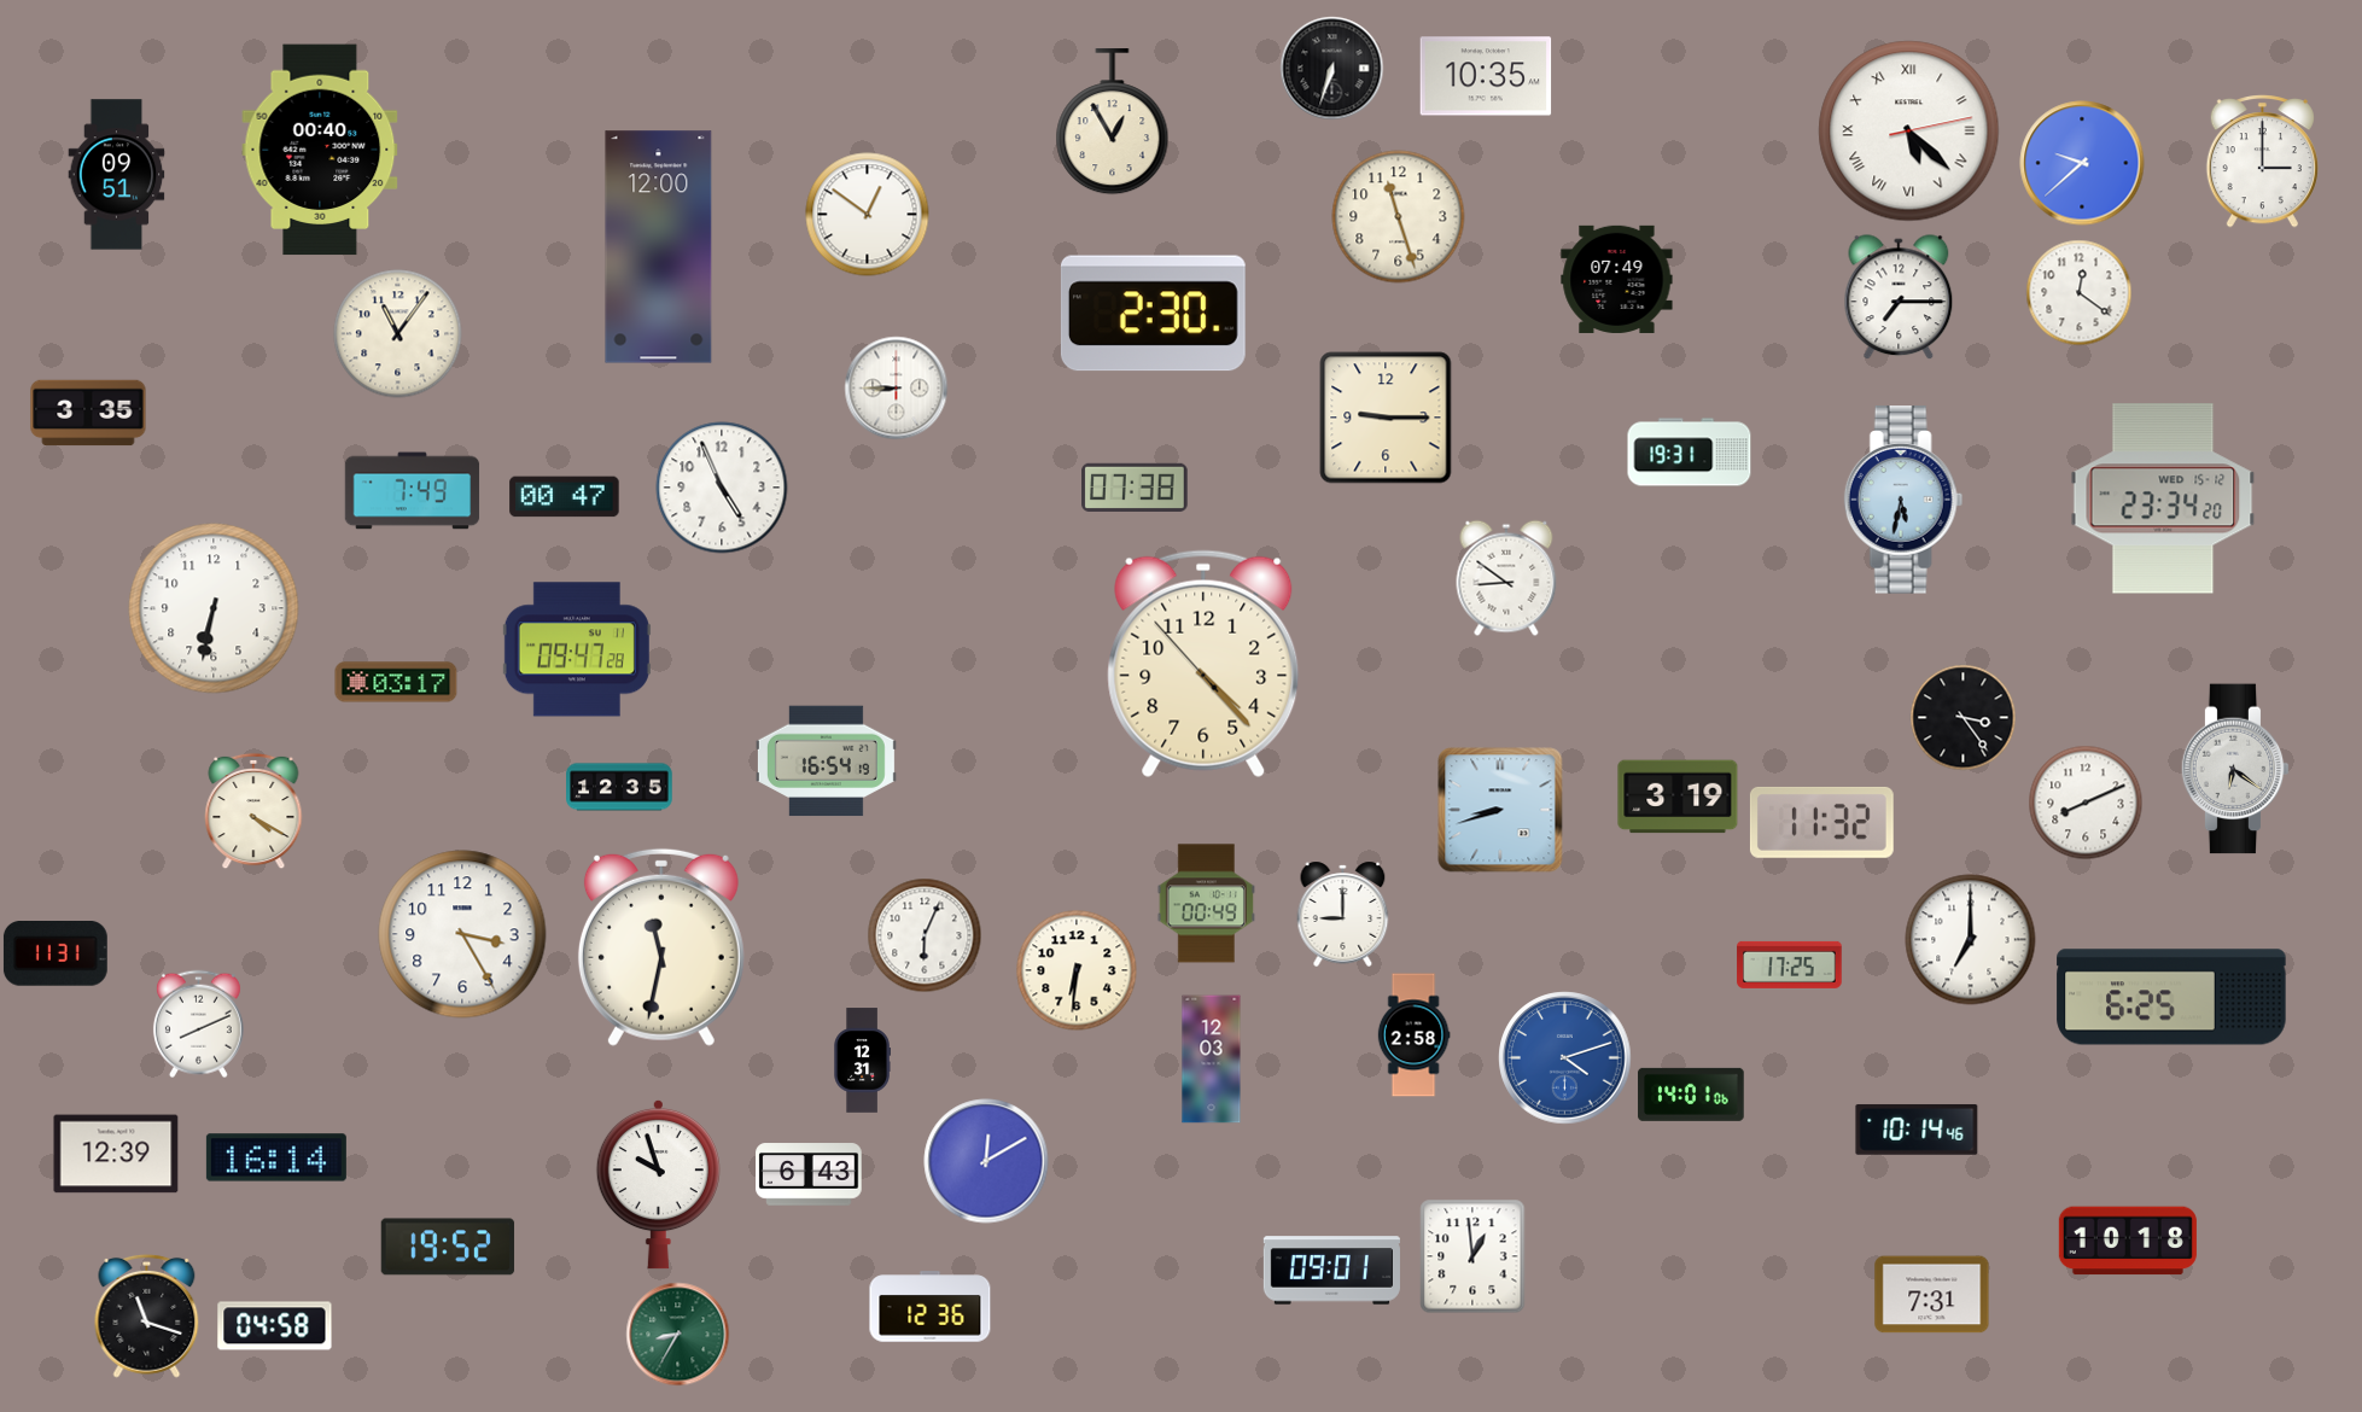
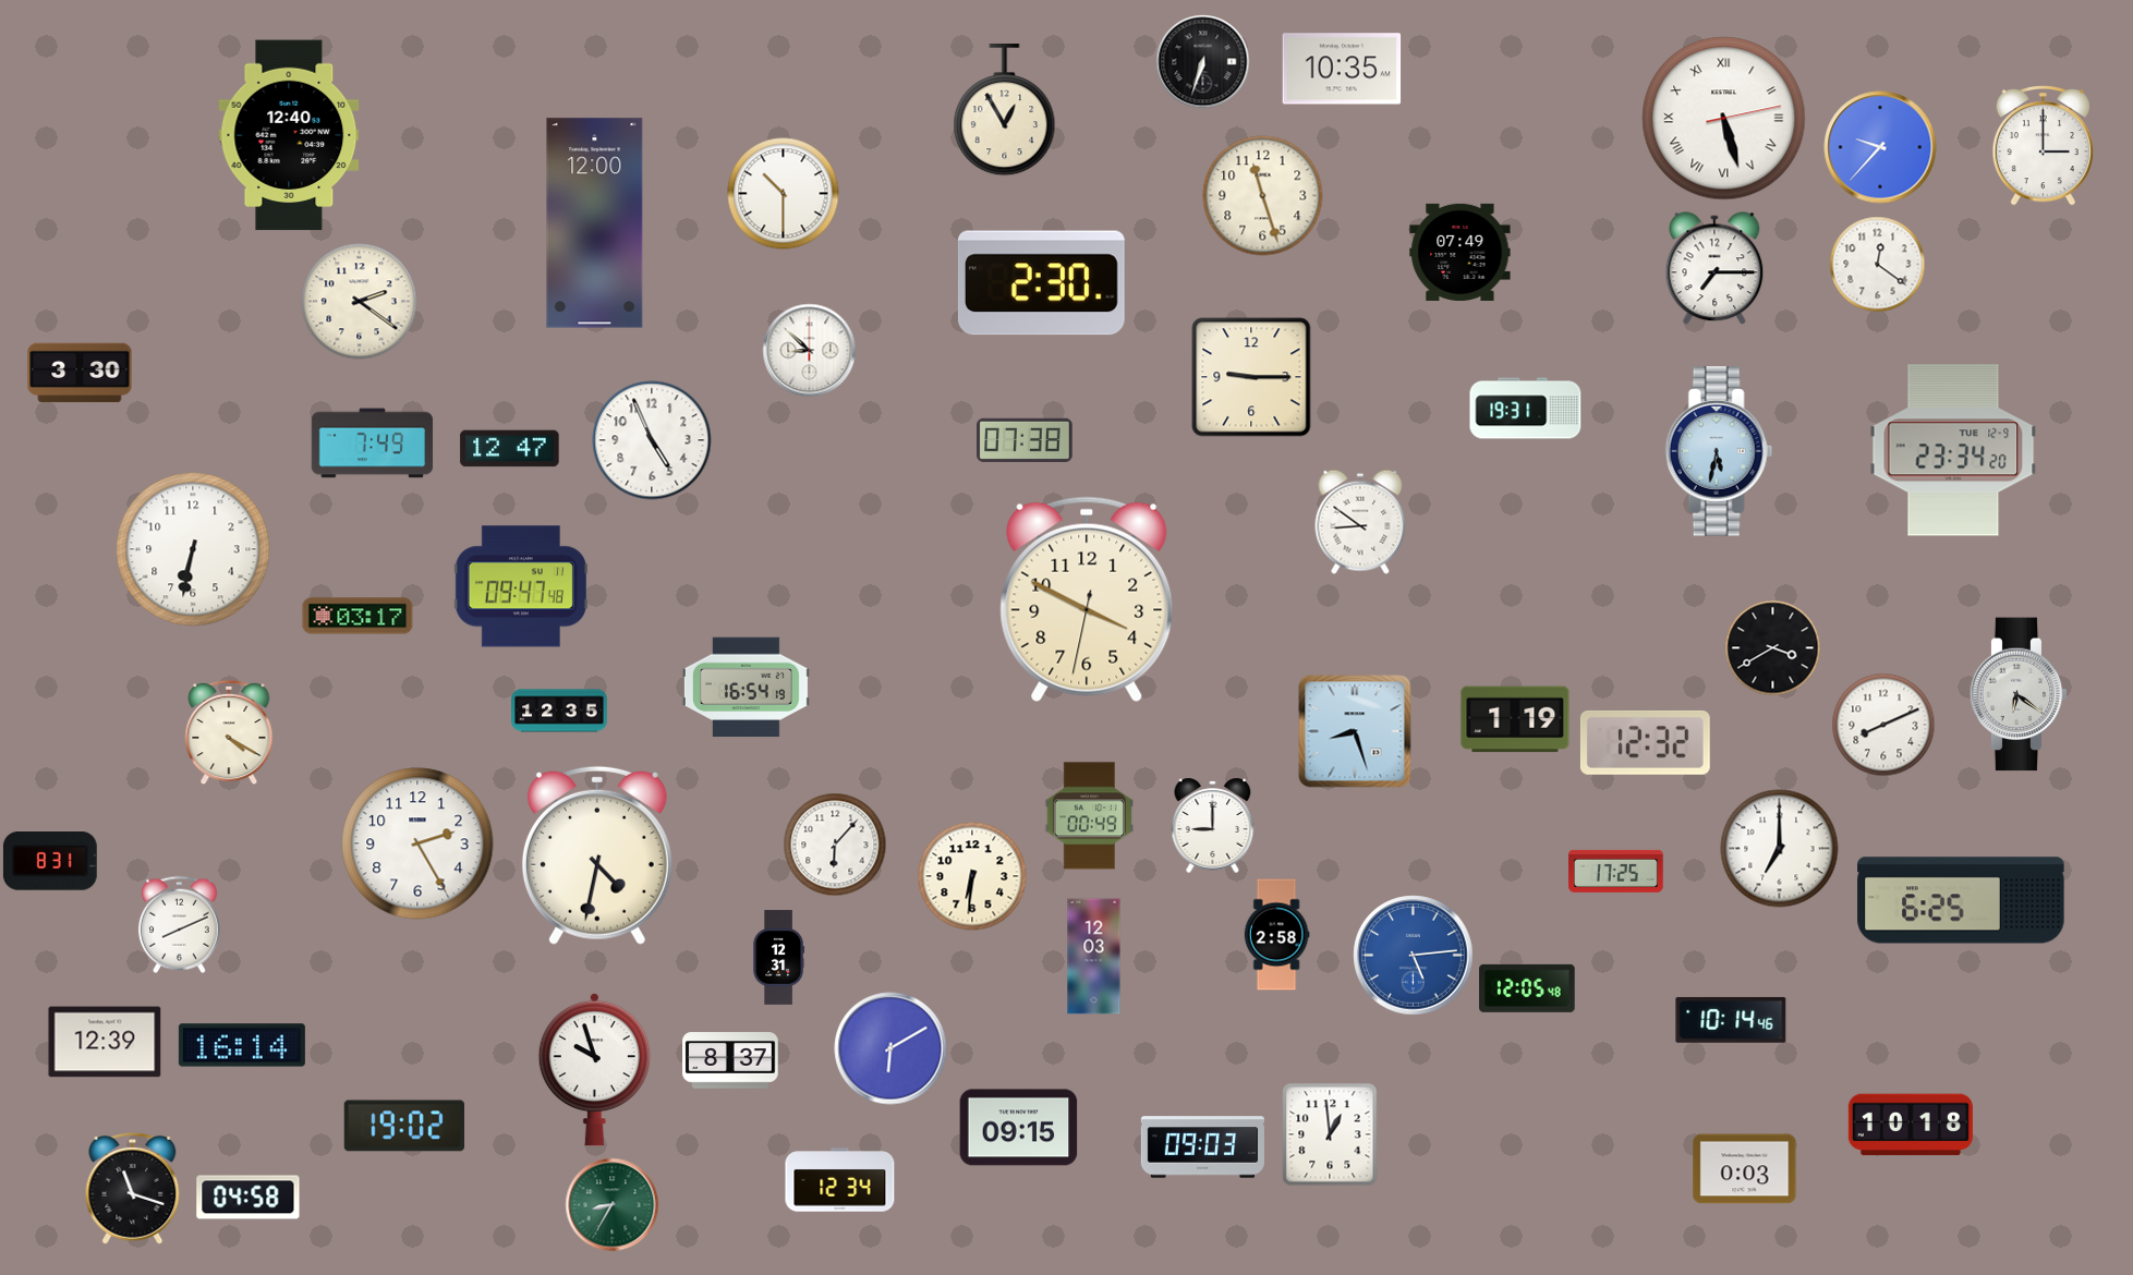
clock at (1909, 132): 5:22 -> 5:27
clock at (320, 150): 00:40 -> 12:40
clock at (2082, 163): 9:38 -> 9:37
clock at (117, 175): 09:51 -> none
clock at (868, 215): 12:51 -> 10:30
clock at (398, 334): 11:06 -> 2:21
clock at (897, 389): 8:45 -> 8:52
clock at (88, 413): 3:35 -> 3:30
clock at (565, 497): 00:47 -> 12:47
clock at (2163, 498) date: WED 15-12 -> TUE 12-9
clock at (577, 649): 09:47:28 -> 09:47:48
clock at (1203, 664): 4:22 -> 3:49
clock at (1964, 718): 3:24 -> 3:40
clock at (1678, 797): 3:19 -> 1:19
clock at (1500, 810): 8:42 -> 8:27
clock at (1821, 822): 11:32 -> 12:32
clock at (462, 934): 3:25 -> 2:25
clock at (925, 935): 6:04 -> 6:07
clock at (661, 947): 11:32 -> 4:32
clock at (56, 955): 11:31 -> 8:31
clock at (1565, 1058): 4:12 -> 5:14
clock at (1691, 1095): 14:01 -> 12:05
clock at (276, 1157) position: (276, 1157) -> (242, 1045)
clock at (986, 1161): 12:10 -> 6:10
clock at (809, 1174): 6:43 -> 8:37
clock at (2128, 1241) position: (2128, 1241) -> (1911, 1125)
clock at (448, 1247): 19:52 -> 19:02
clock at (1019, 1128): none -> 09:15
clock at (1331, 1271): 09:01 -> 09:03
clock at (1932, 1295): 7:31 -> 0:03
clock at (931, 1307): 12:36 -> 12:34
